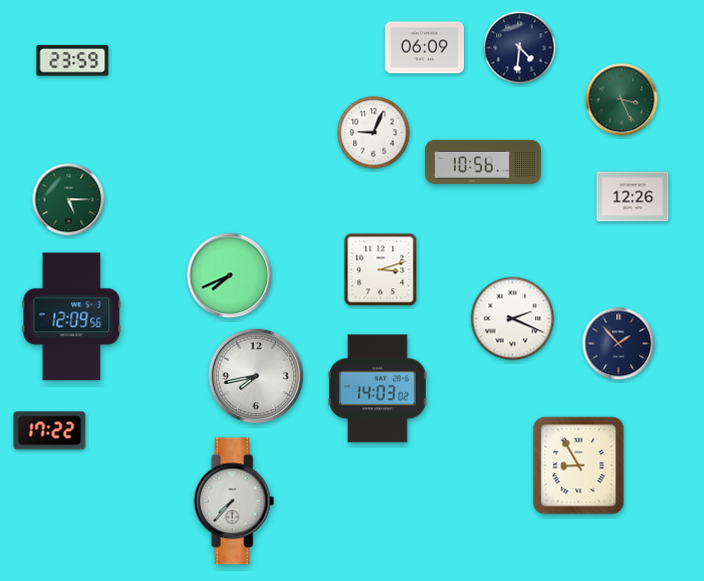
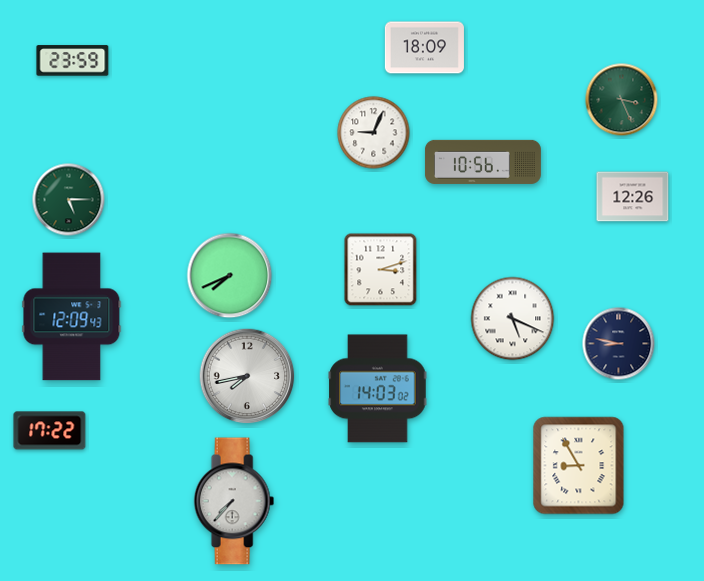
clock at (424, 48): 06:09 -> 18:09
clock at (520, 48): 4:31 -> none
clock at (72, 317): 12:09:56 -> 12:09:43
clock at (513, 319): 2:19 -> 5:19
clock at (619, 344): 1:53 -> 8:47
clock at (256, 376) position: (256, 376) -> (247, 376)
